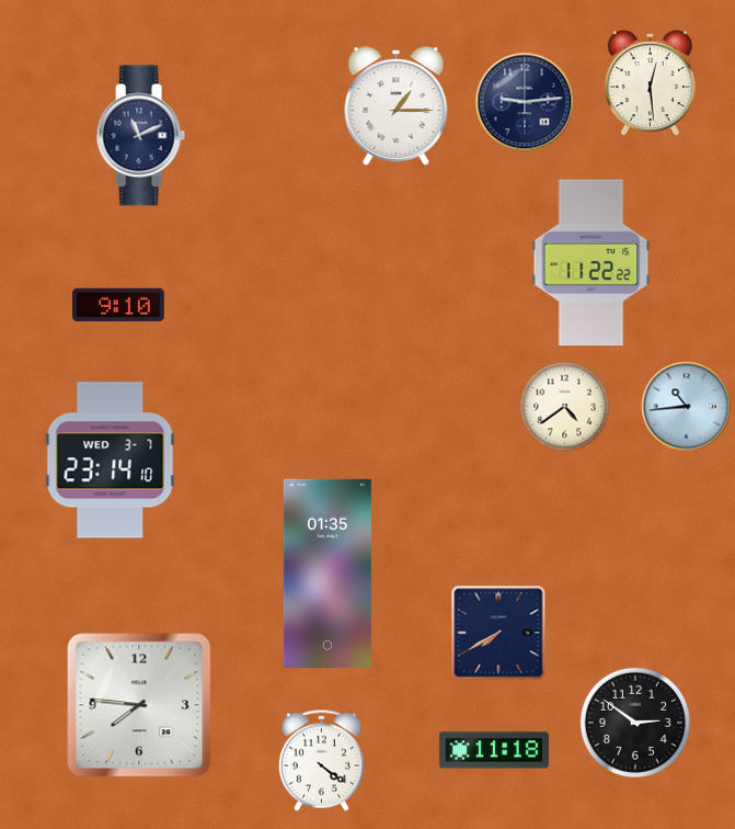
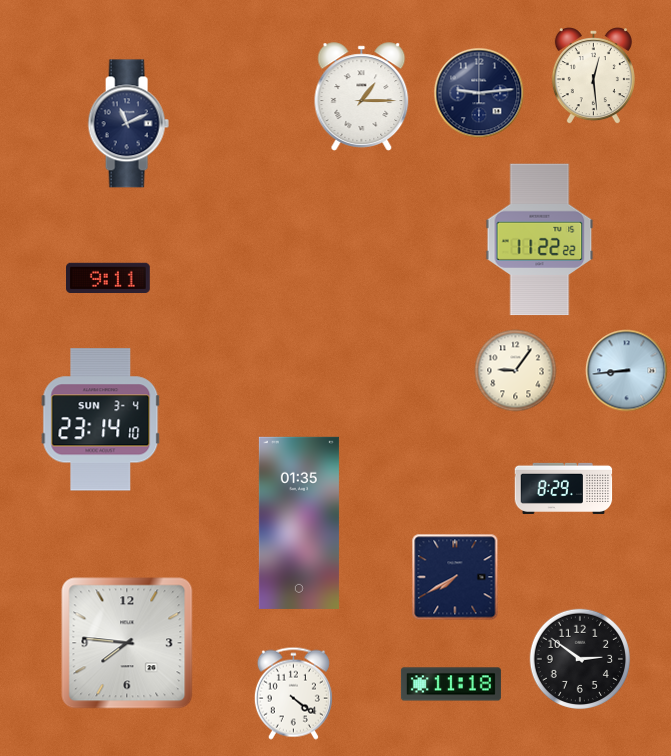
clock at (119, 304): 9:10 -> 9:11
clock at (565, 407): 4:39 -> 9:06
clock at (687, 407): 10:44 -> 8:44
clock at (111, 461) date: WED 3-7 -> SUN 3-4
clock at (564, 488): none -> 8:29
